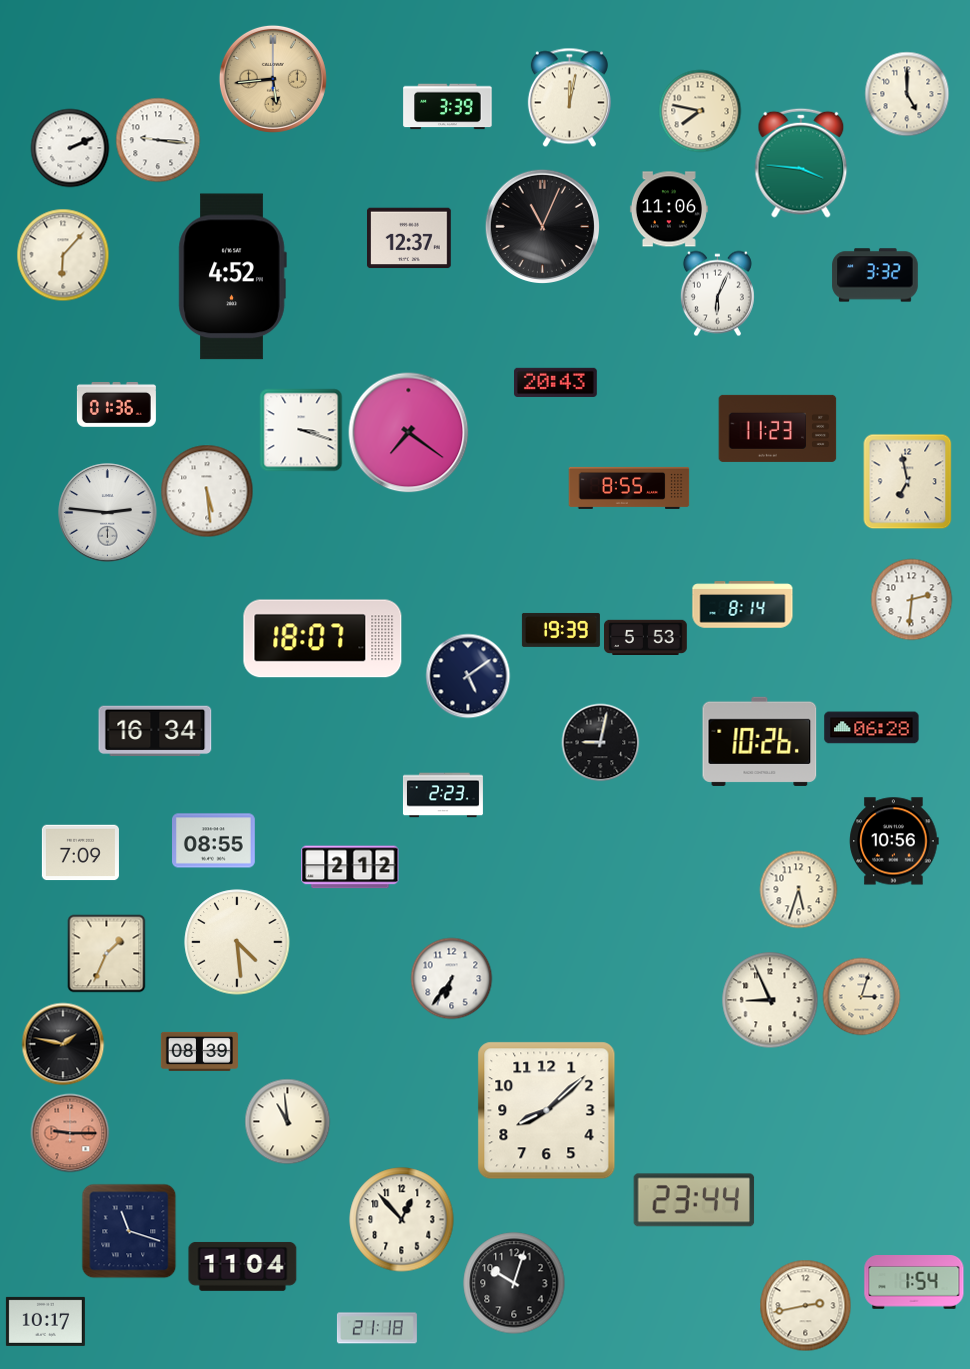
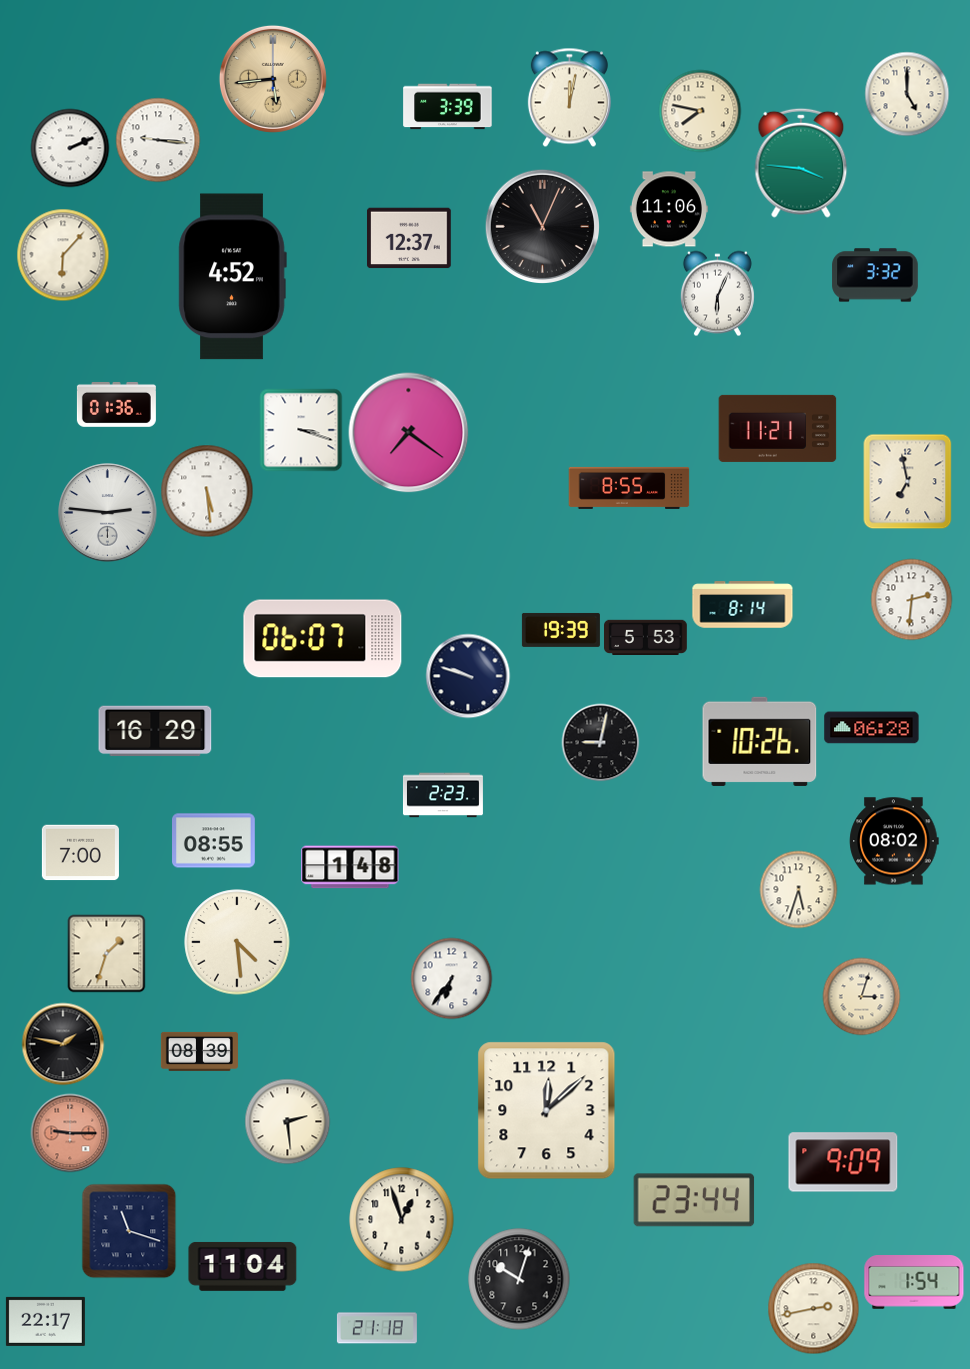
clock at (556, 382): 20:43 -> none
clock at (778, 428): 11:23 -> 11:21
clock at (323, 639): 18:07 -> 06:07
clock at (468, 676): 5:09 -> 9:48
clock at (155, 731): 16:34 -> 16:29
clock at (894, 841): 10:56 -> 08:02
clock at (80, 853): 7:09 -> 7:00
clock at (350, 867): 2:12 -> 1:48
clock at (106, 953): 1:34 -> 1:33
clock at (770, 1000): 8:56 -> none
clock at (547, 1111): 8:08 -> 12:08
clock at (287, 1121): 10:59 -> 2:29
clock at (843, 1162): none -> 9:09
clock at (402, 1220): 12:53 -> 12:57
clock at (514, 1283) position: (514, 1283) -> (519, 1279)
clock at (805, 1305) position: (805, 1305) -> (813, 1308)
clock at (45, 1321): 10:17 -> 22:17
